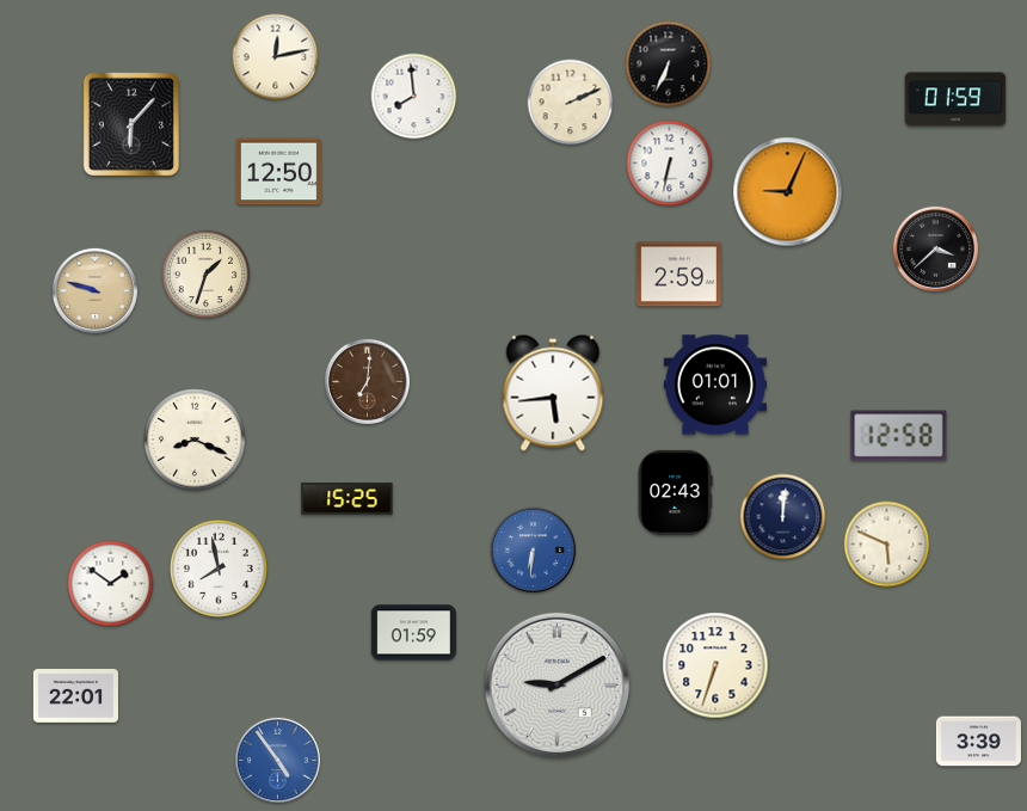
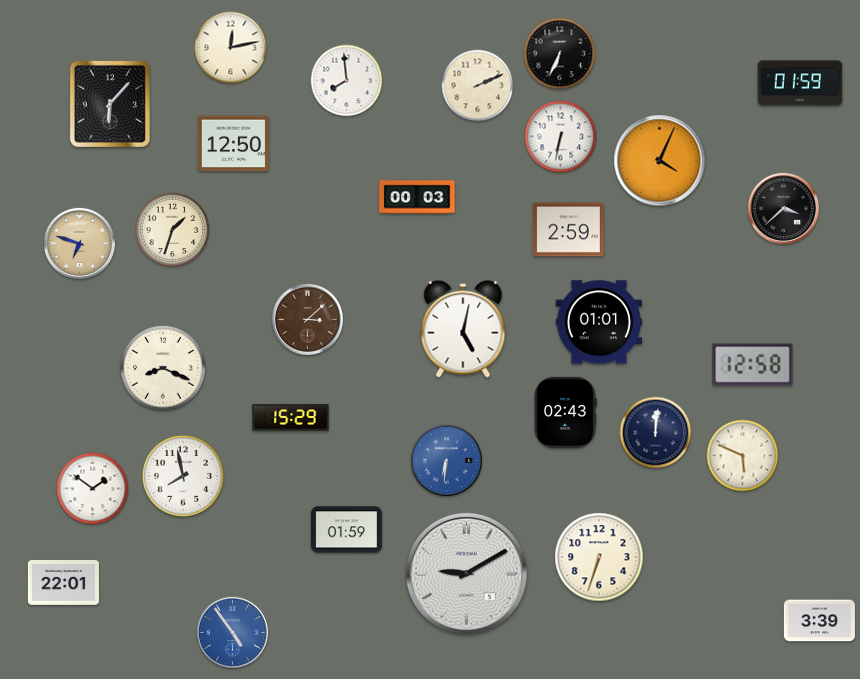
clock at (788, 192): 9:04 -> 4:04
clock at (417, 197): none -> 00:03
clock at (94, 290): 9:48 -> 6:48
clock at (367, 381): 7:01 -> 3:08
clock at (553, 393): 5:44 -> 5:02
clock at (348, 499): 15:25 -> 15:29
clock at (277, 760) position: (277, 760) -> (232, 632)
